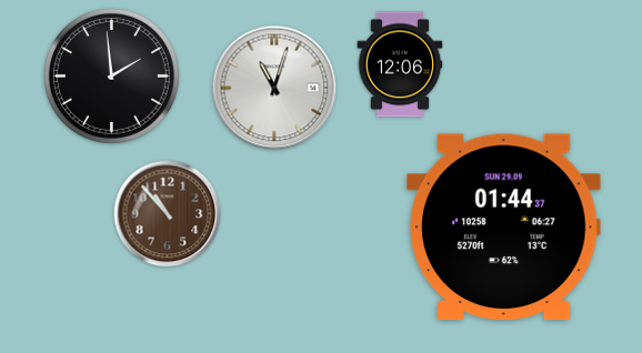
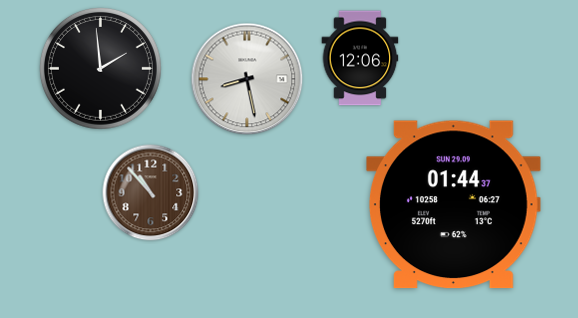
clock at (274, 88): 11:03 -> 8:28
